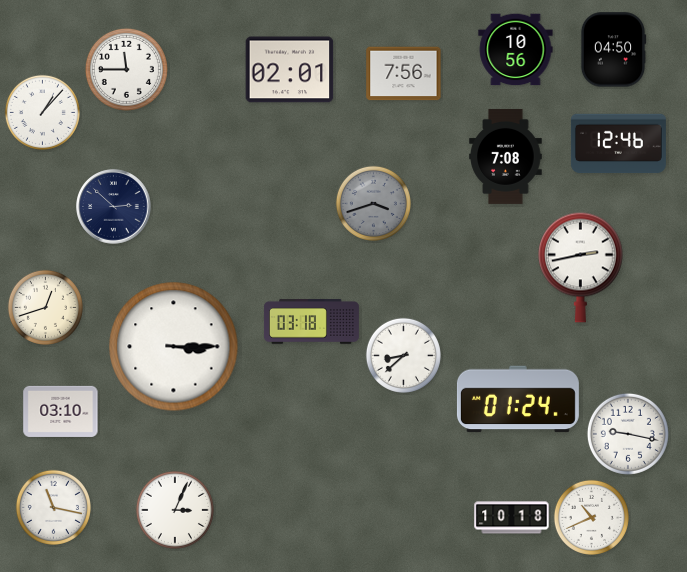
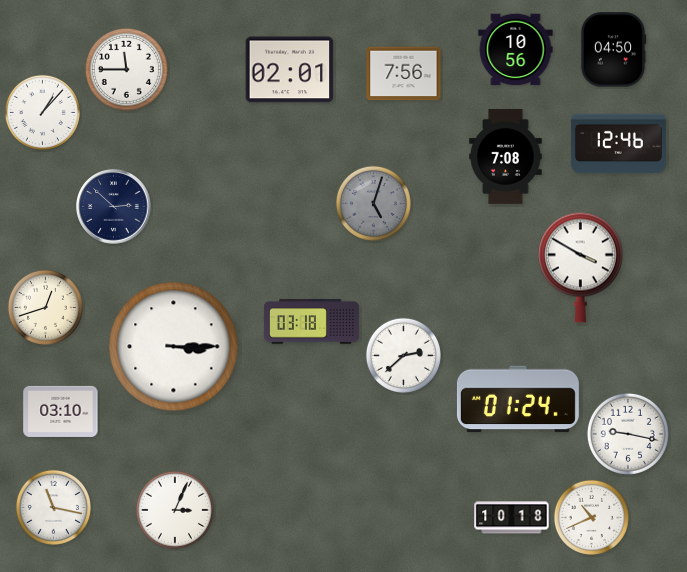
clock at (373, 203): 3:42 -> 5:03
clock at (581, 267): 2:43 -> 3:50
clock at (403, 355): 8:38 -> 2:38
